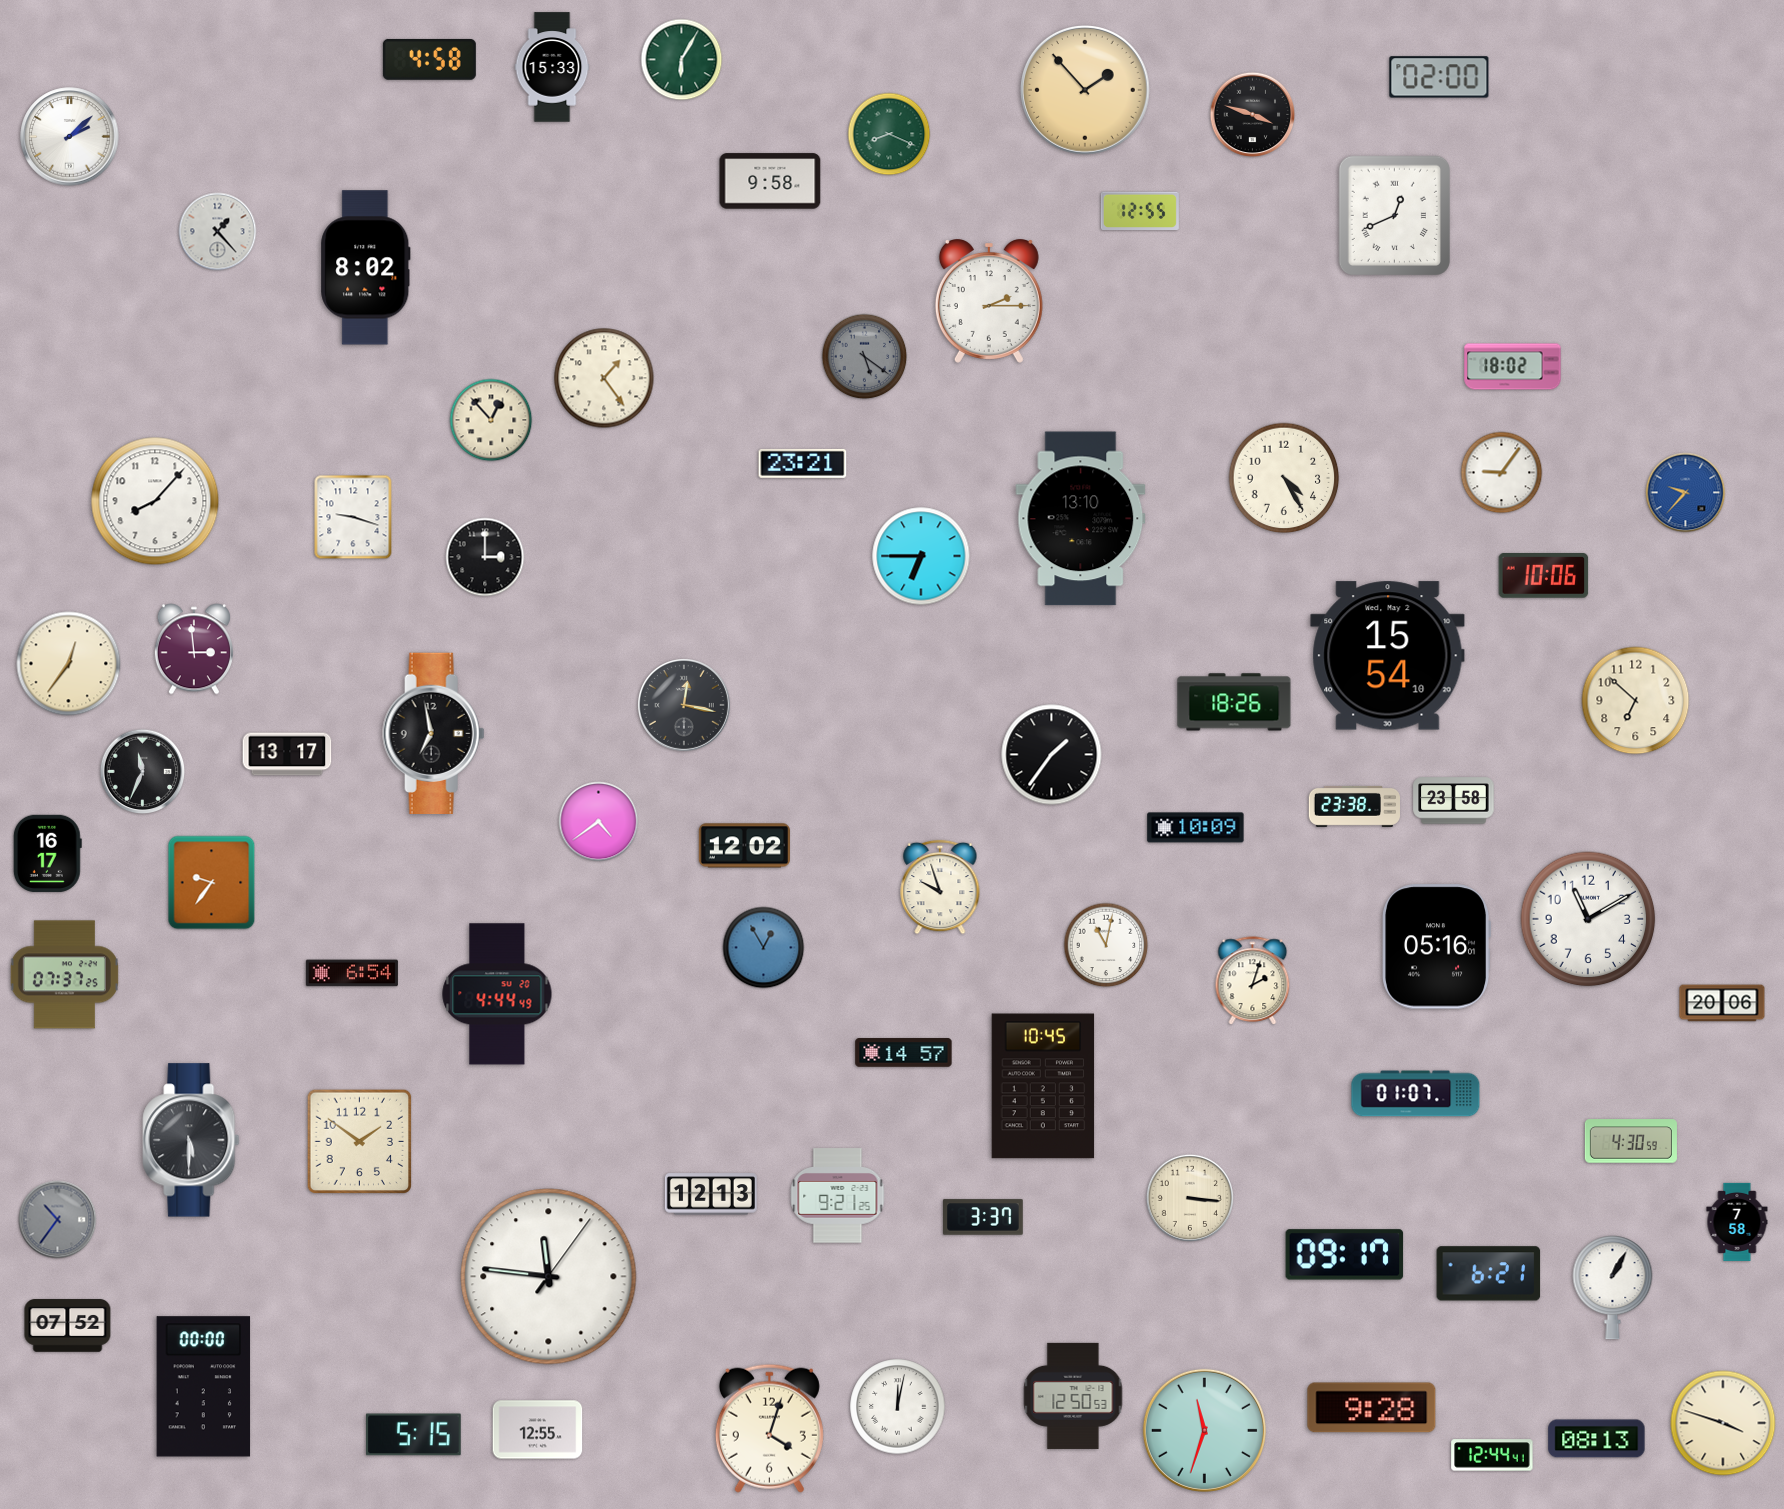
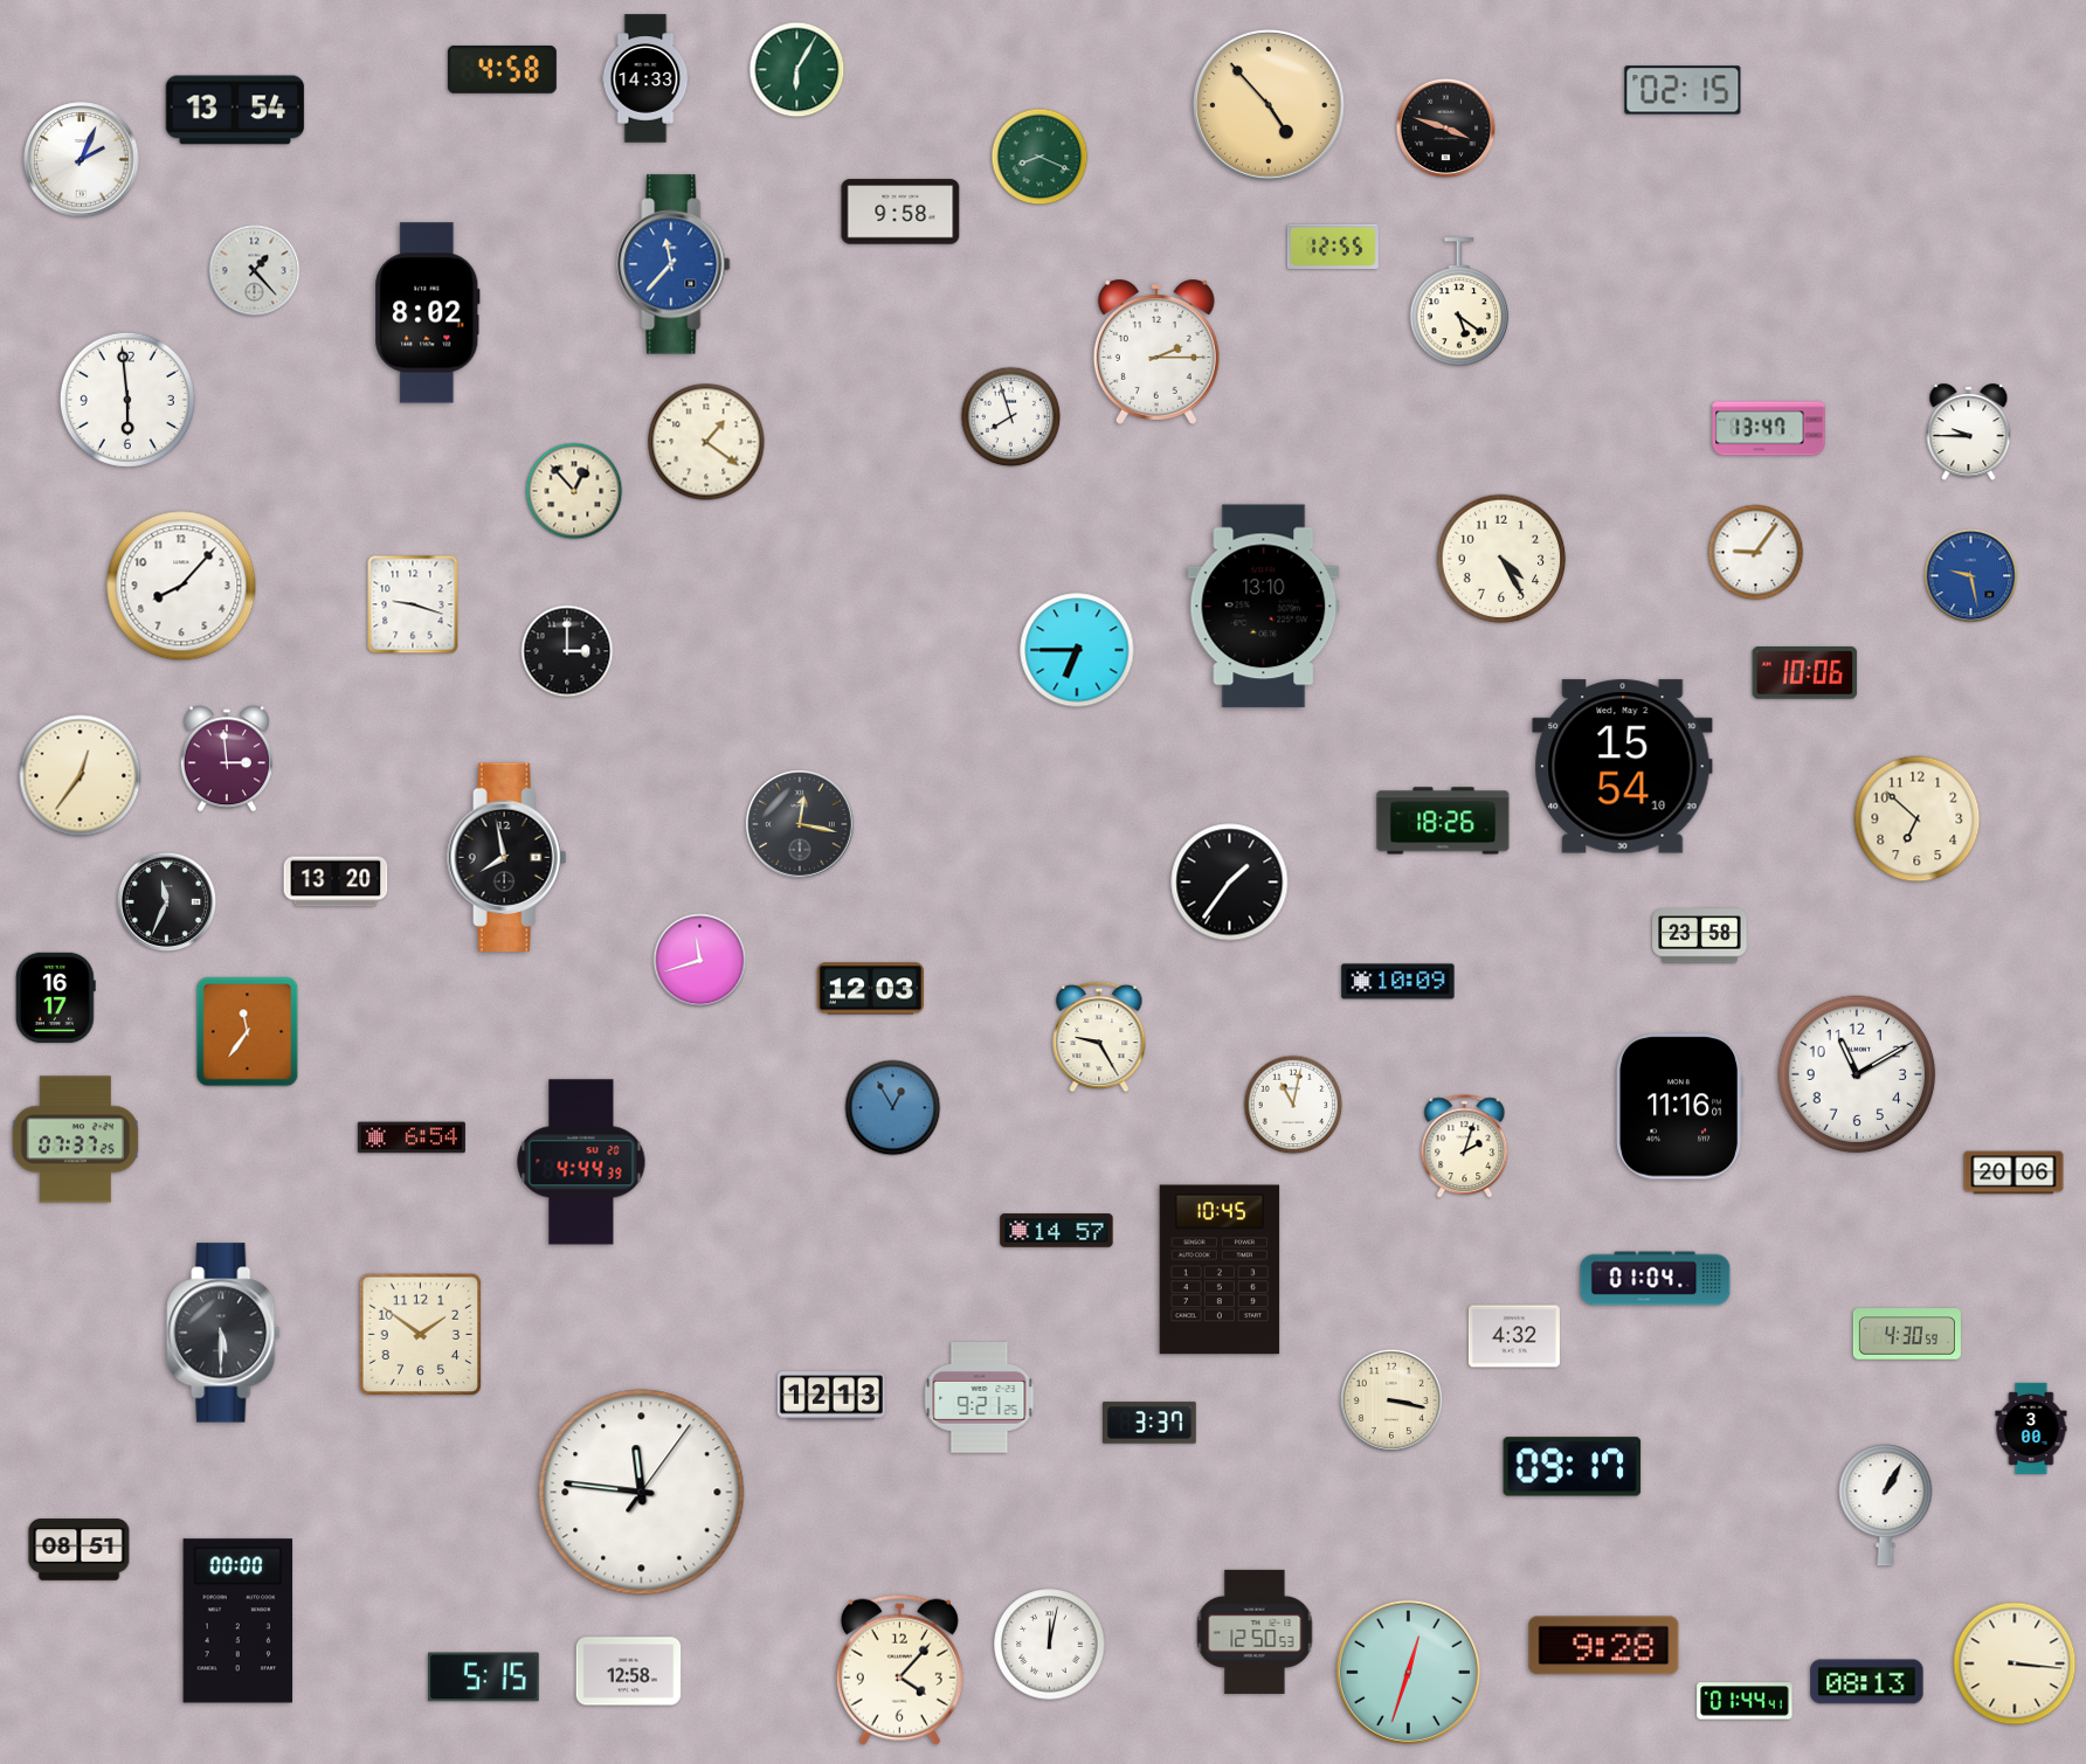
clock at (552, 67): 15:33 -> 14:33
clock at (1439, 77): 02:00 -> 02:15
clock at (1085, 90): 1:53 -> 4:53
clock at (235, 110): none -> 13:54
clock at (1253, 115) position: (1253, 115) -> (1446, 129)
clock at (70, 137): 2:08 -> 2:04
clock at (1394, 215): 12:41 -> none
clock at (674, 264): none -> 11:37
clock at (1459, 303): none -> 5:21
clock at (127, 400): none -> 5:59
clock at (865, 357): 5:21 -> 7:57
clock at (865, 357) dial: grey -> white
clock at (1513, 367): 18:02 -> 13:47
clock at (1969, 433): none -> 9:45
clock at (604, 378): 1:24 -> 1:21
clock at (803, 463): 23:21 -> none
clock at (1686, 493): 9:37 -> 9:28
clock at (1636, 701) position: (1636, 701) -> (1918, 819)
clock at (434, 733): 6:58 -> 7:58
clock at (287, 754): 13:17 -> 13:20
clock at (1354, 806): 23:38 -> none
clock at (599, 822): 4:39 -> 11:42
clock at (1196, 828) position: (1196, 828) -> (1398, 982)
clock at (744, 846): 12:02 -> 12:03
clock at (212, 883): 9:36 -> 11:36
clock at (940, 887): 9:57 -> 9:25
clock at (1436, 947): 05:16 -> 11:16
clock at (497, 994): 4:44:49 -> 4:44:39
clock at (1416, 1094): 01:07 -> 01:04
clock at (1514, 1336): none -> 4:32
clock at (1190, 1198): 3:16 -> 3:17
clock at (58, 1220): 10:36 -> none
clock at (1737, 1222): 7:58 -> 3:00
clock at (1489, 1274): 6:21 -> none
clock at (68, 1326): 07:52 -> 08:51
clock at (1723, 1423): 3:48 -> 3:16
clock at (769, 1428): 4:03 -> 4:07
clock at (538, 1430): 12:55 -> 12:58
clock at (1204, 1430): 11:33 -> 12:33
clock at (1492, 1455): 12:44 -> 01:44
